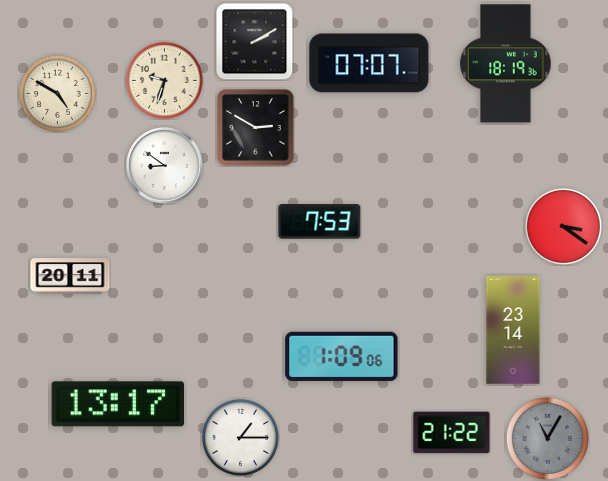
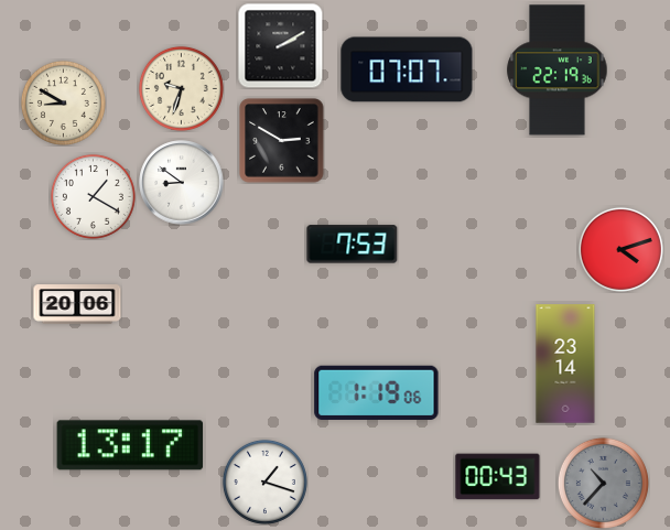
clock at (506, 64): 18:19 -> 22:19
clock at (57, 93): 4:50 -> 8:50
clock at (93, 196): none -> 1:20
clock at (563, 226): 3:21 -> 4:12
clock at (70, 276): 20:11 -> 20:06
clock at (342, 356): 1:09 -> 1:19
clock at (452, 433): 21:22 -> 00:43
clock at (240, 437): 1:15 -> 1:18
clock at (547, 438): 11:05 -> 10:37
